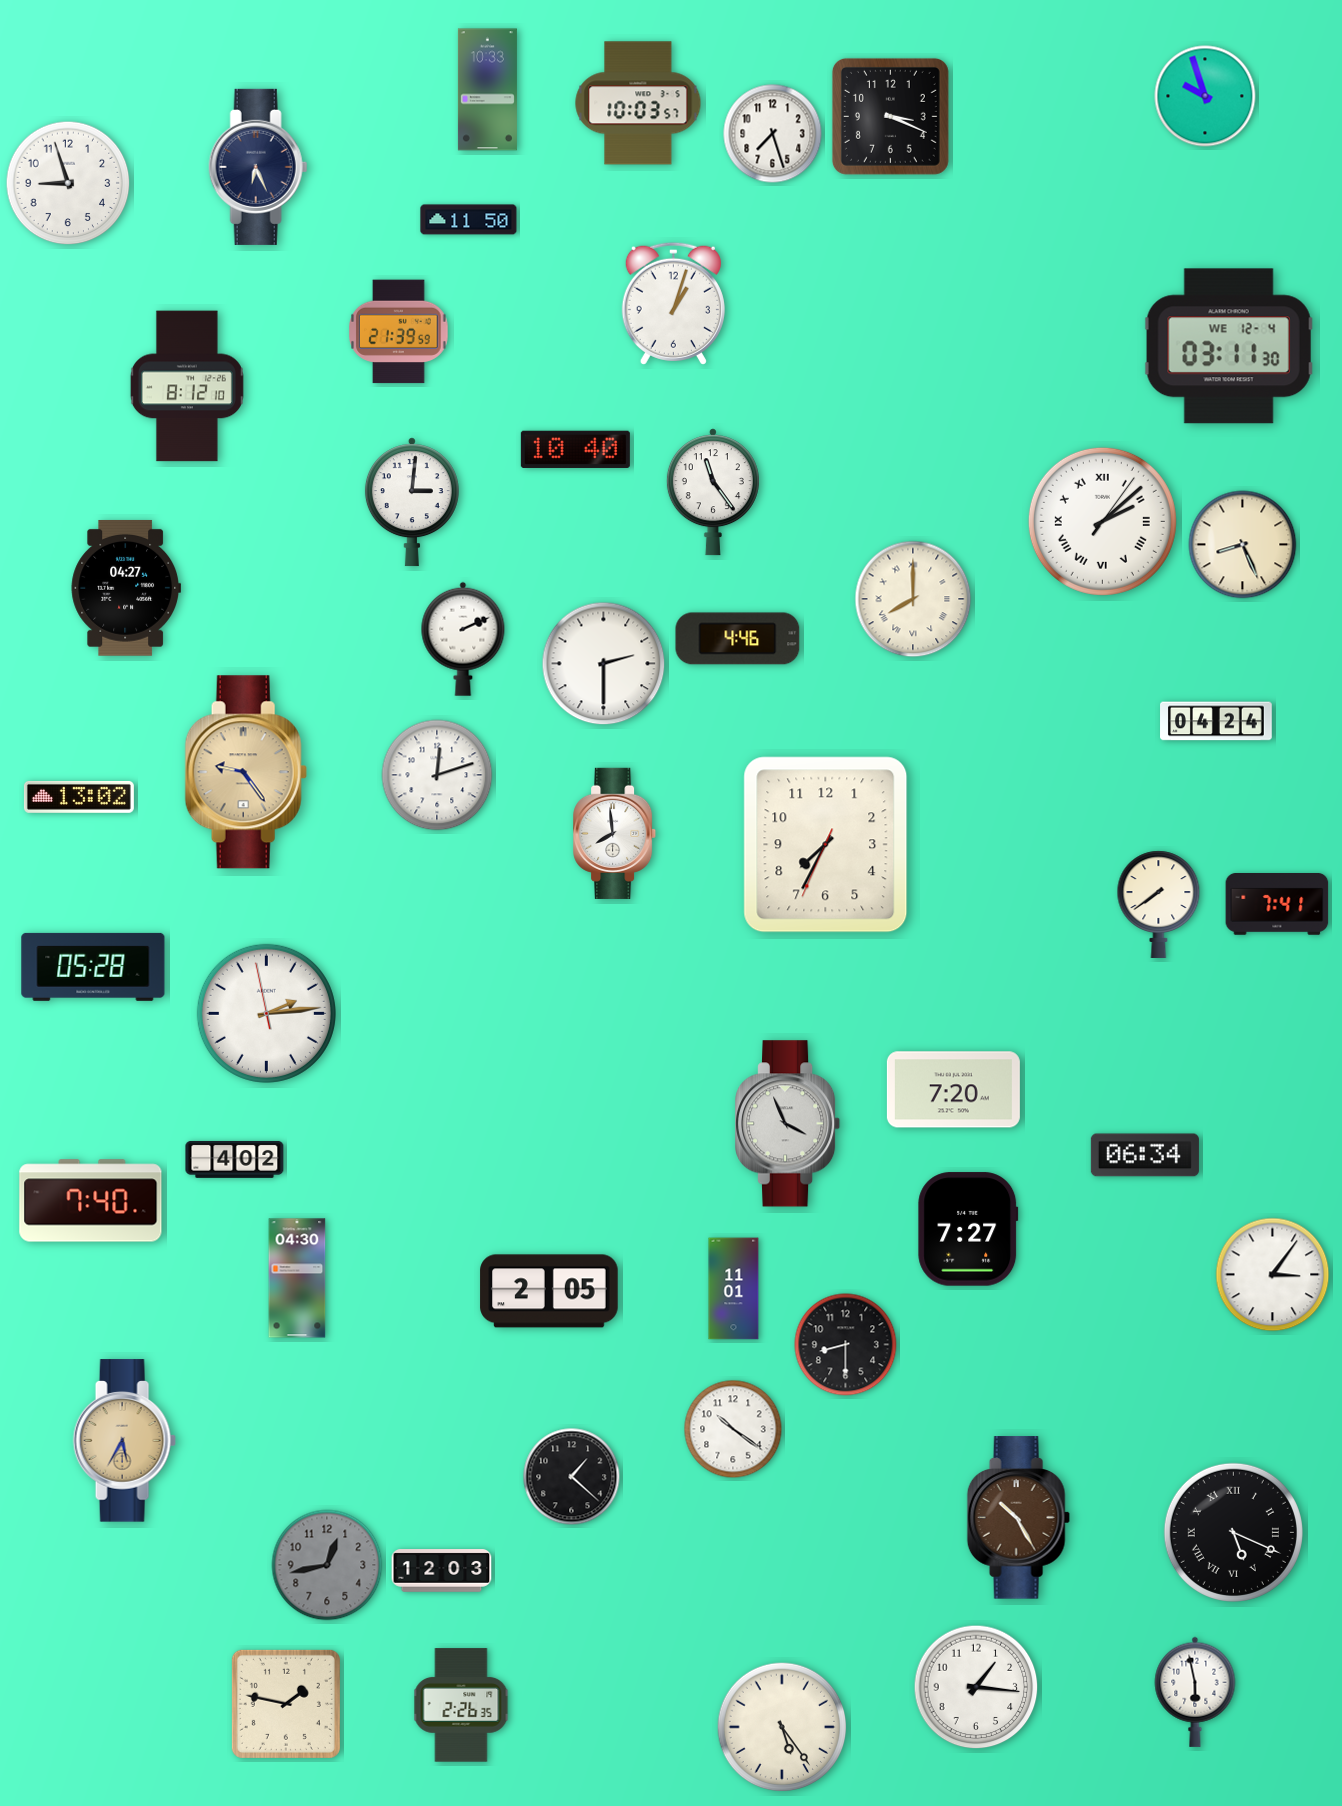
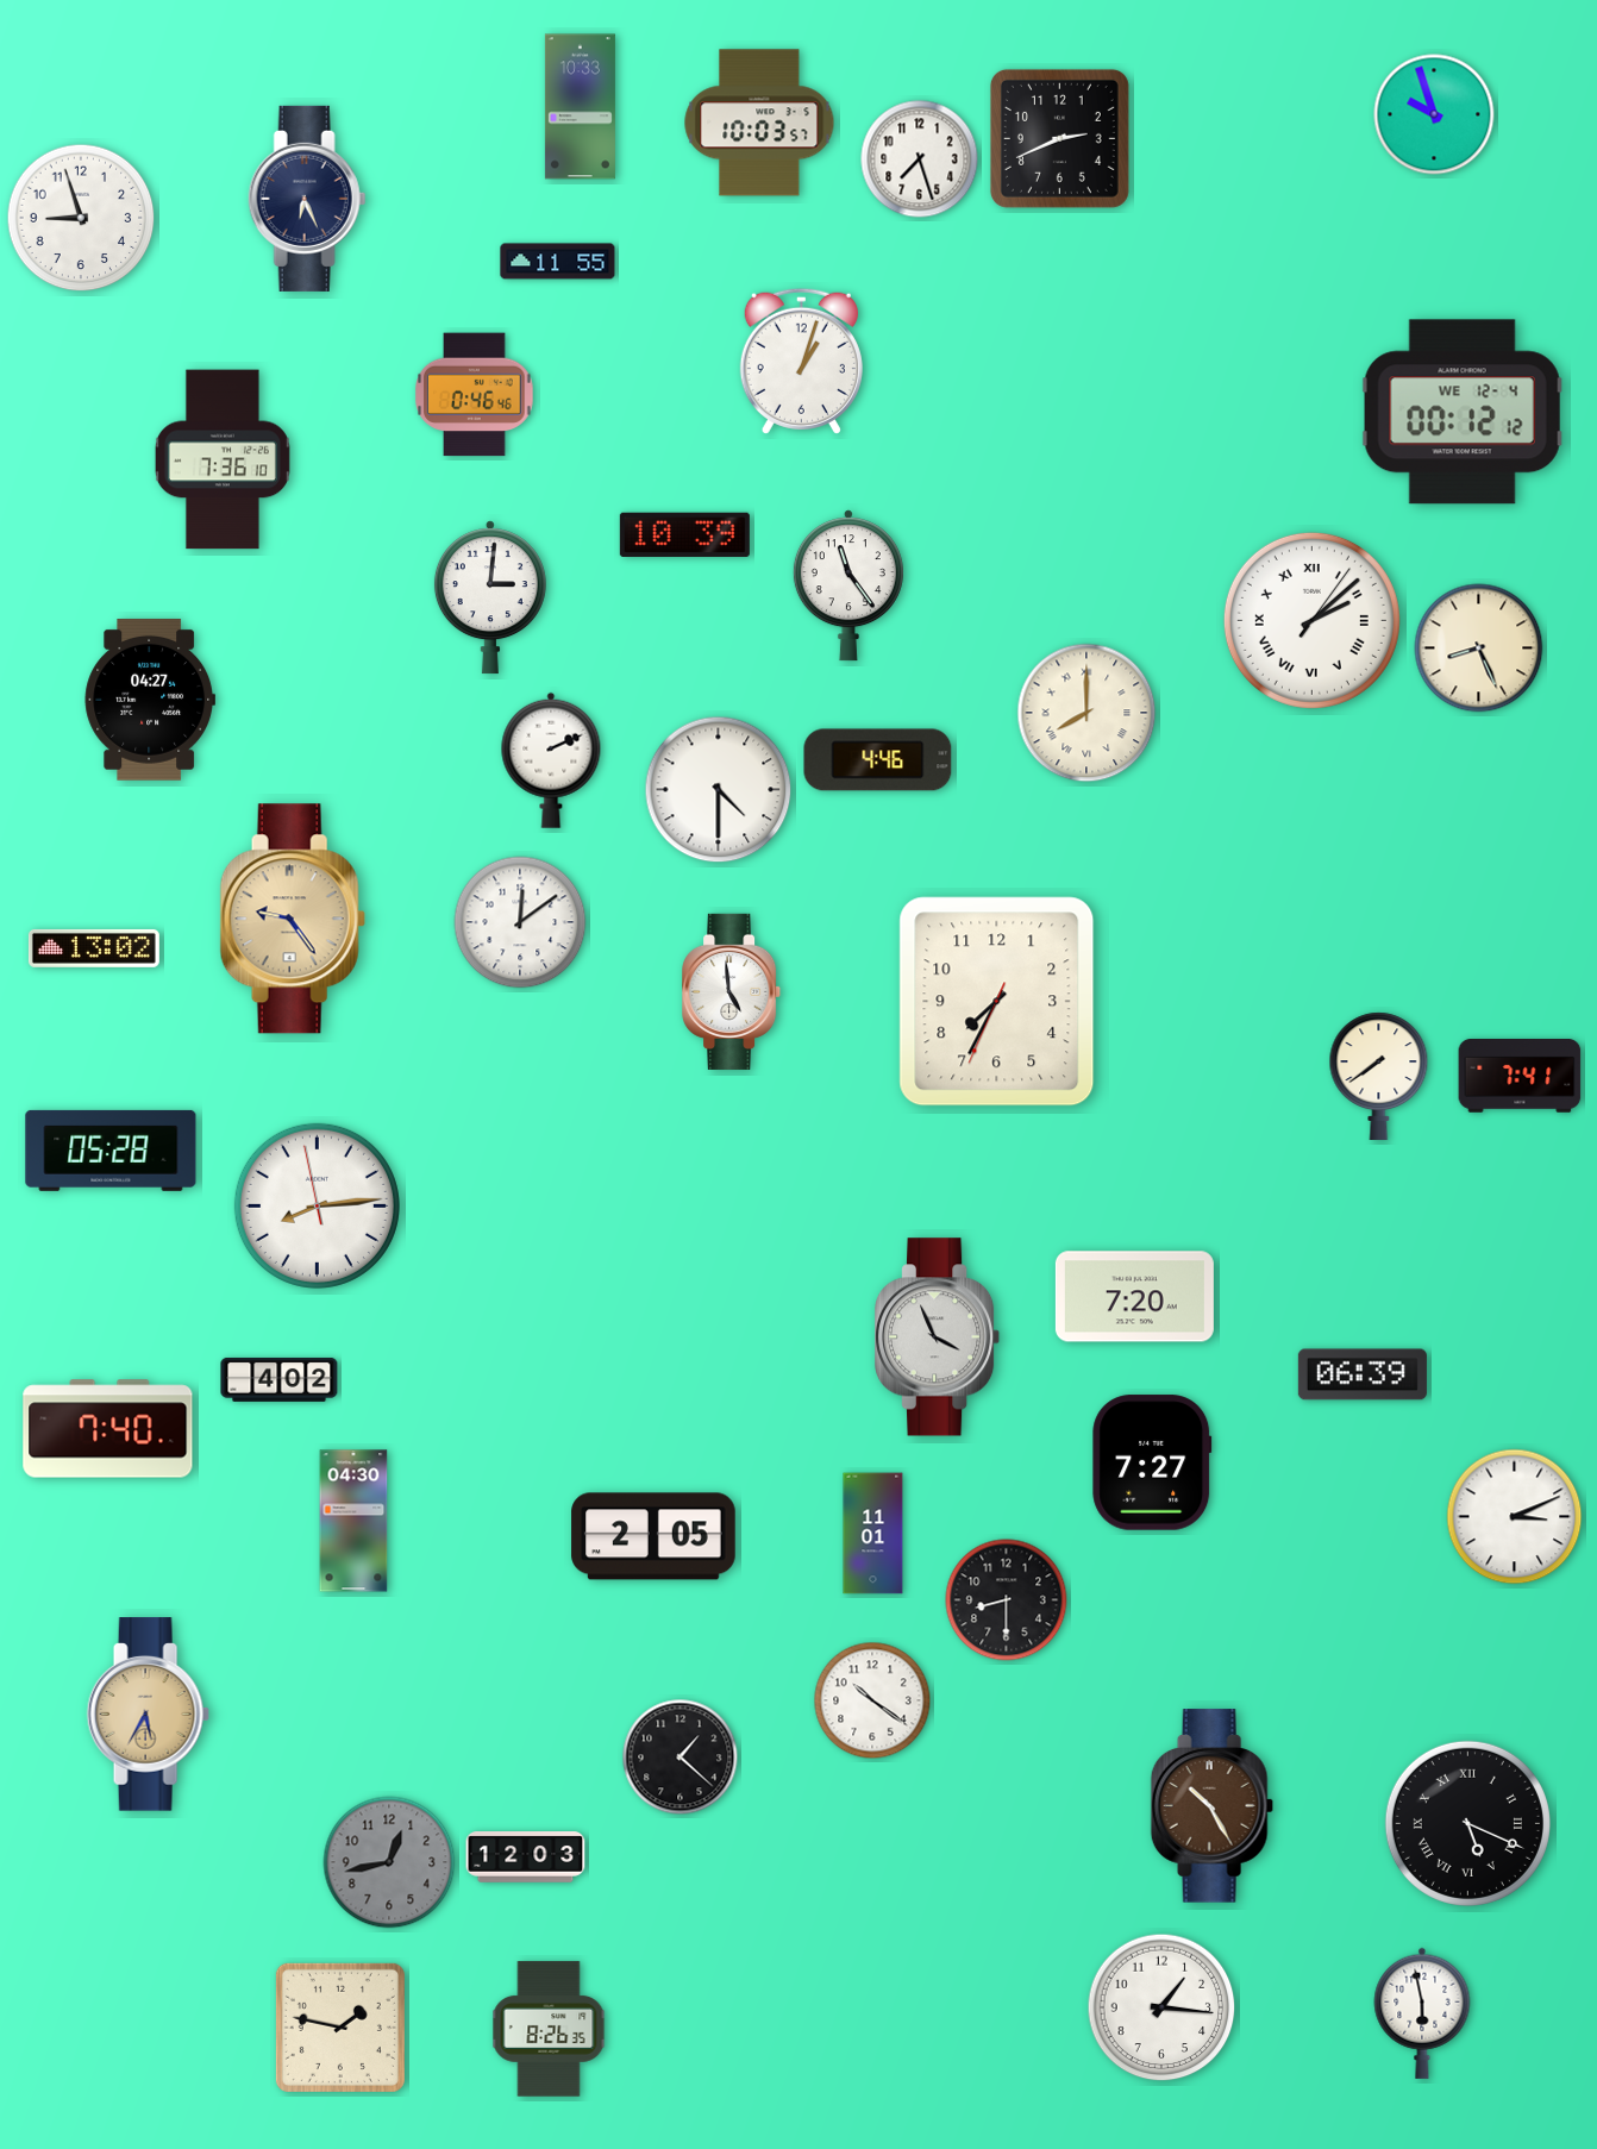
clock at (890, 116): 3:19 -> 2:41
clock at (469, 220): 11:50 -> 11:55
clock at (399, 332): 21:39 -> 0:46
clock at (1229, 346): 03:11 -> 00:12
clock at (187, 386): 8:12 -> 7:36
clock at (575, 449): 10:40 -> 10:39
clock at (604, 664): 2:30 -> 4:30
clock at (1216, 721): 04:24 -> none
clock at (437, 775): 12:12 -> 12:09
clock at (615, 833): 7:59 -> 4:59
clock at (826, 845) position: (826, 845) -> (997, 1002)
clock at (266, 1013): 2:13 -> 8:13
clock at (1145, 1155): 06:34 -> 06:39
clock at (1273, 1275): 3:06 -> 3:11
clock at (442, 1571) position: (442, 1571) -> (526, 1857)
clock at (461, 1705): 2:26 -> 8:26
clock at (782, 1727): 5:24 -> none
